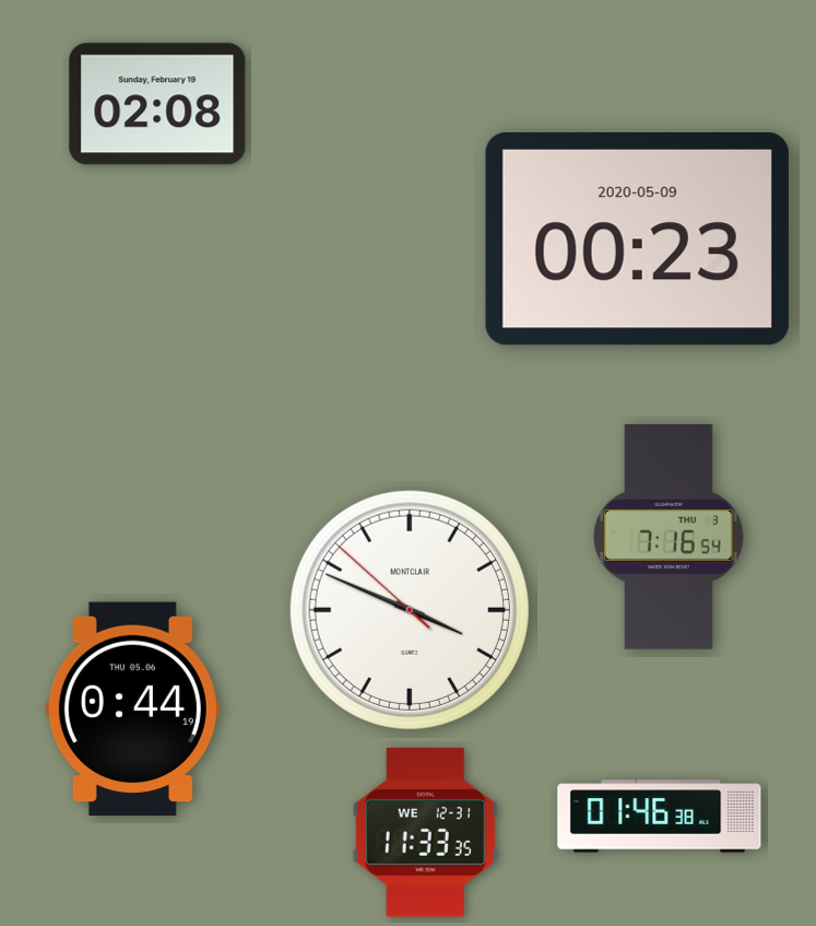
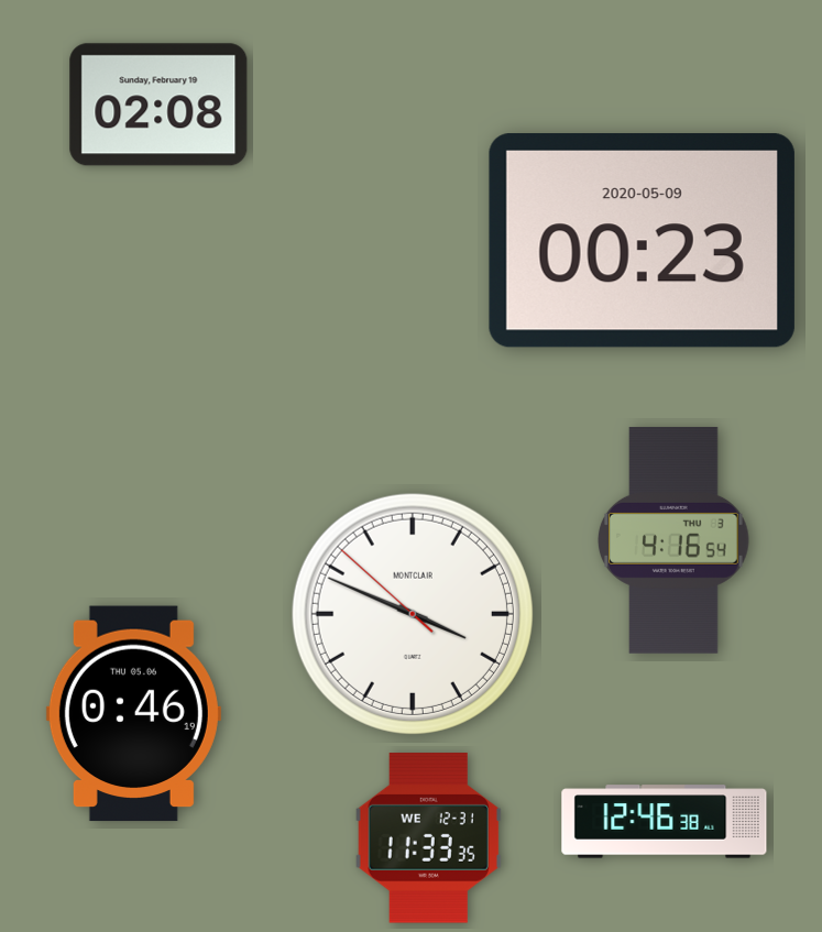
clock at (670, 537): 7:16 -> 4:16
clock at (132, 710): 0:44 -> 0:46
clock at (660, 817): 01:46 -> 12:46
